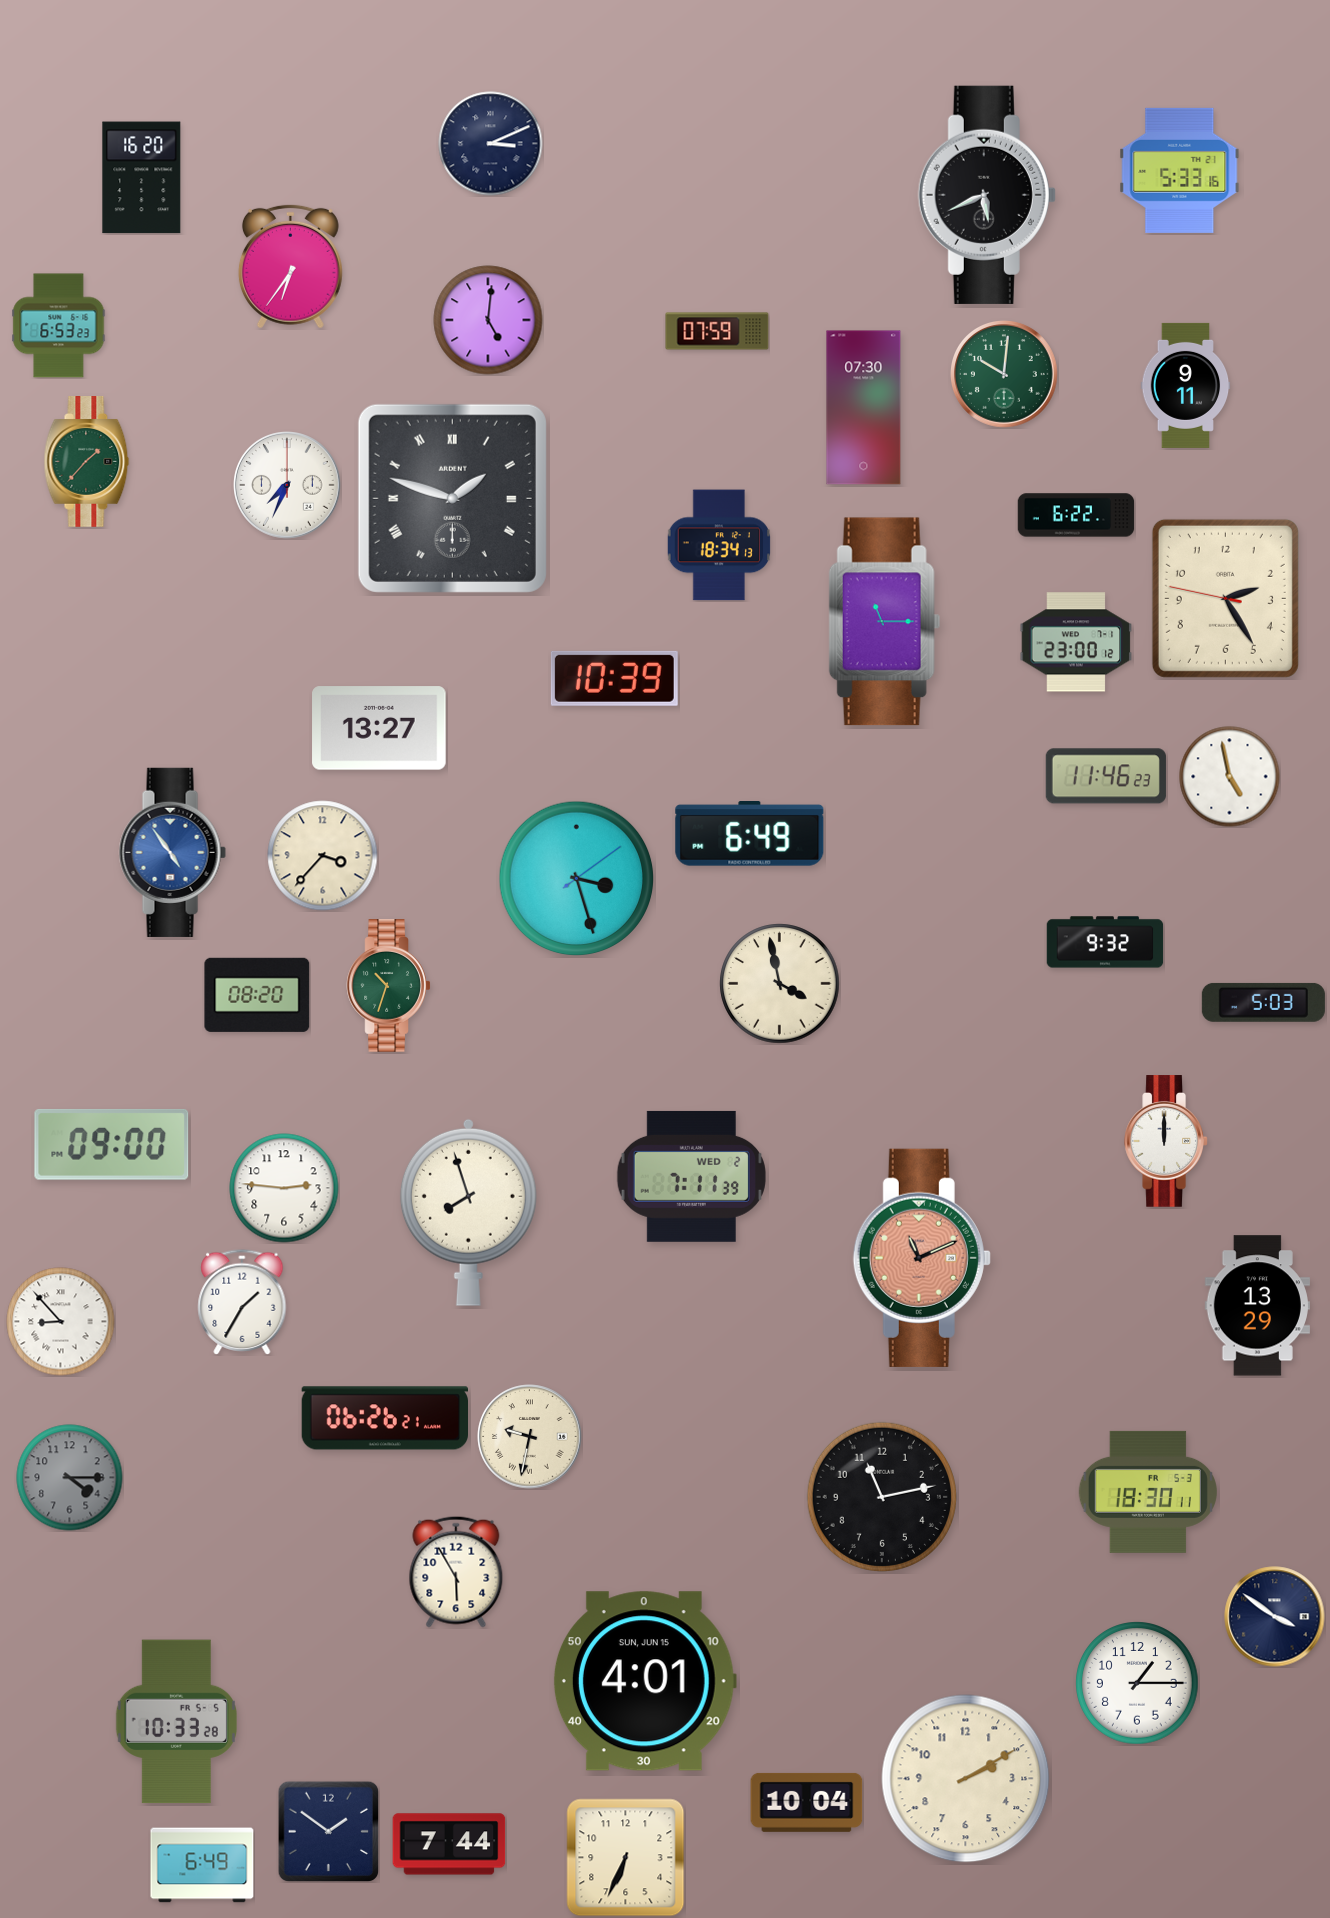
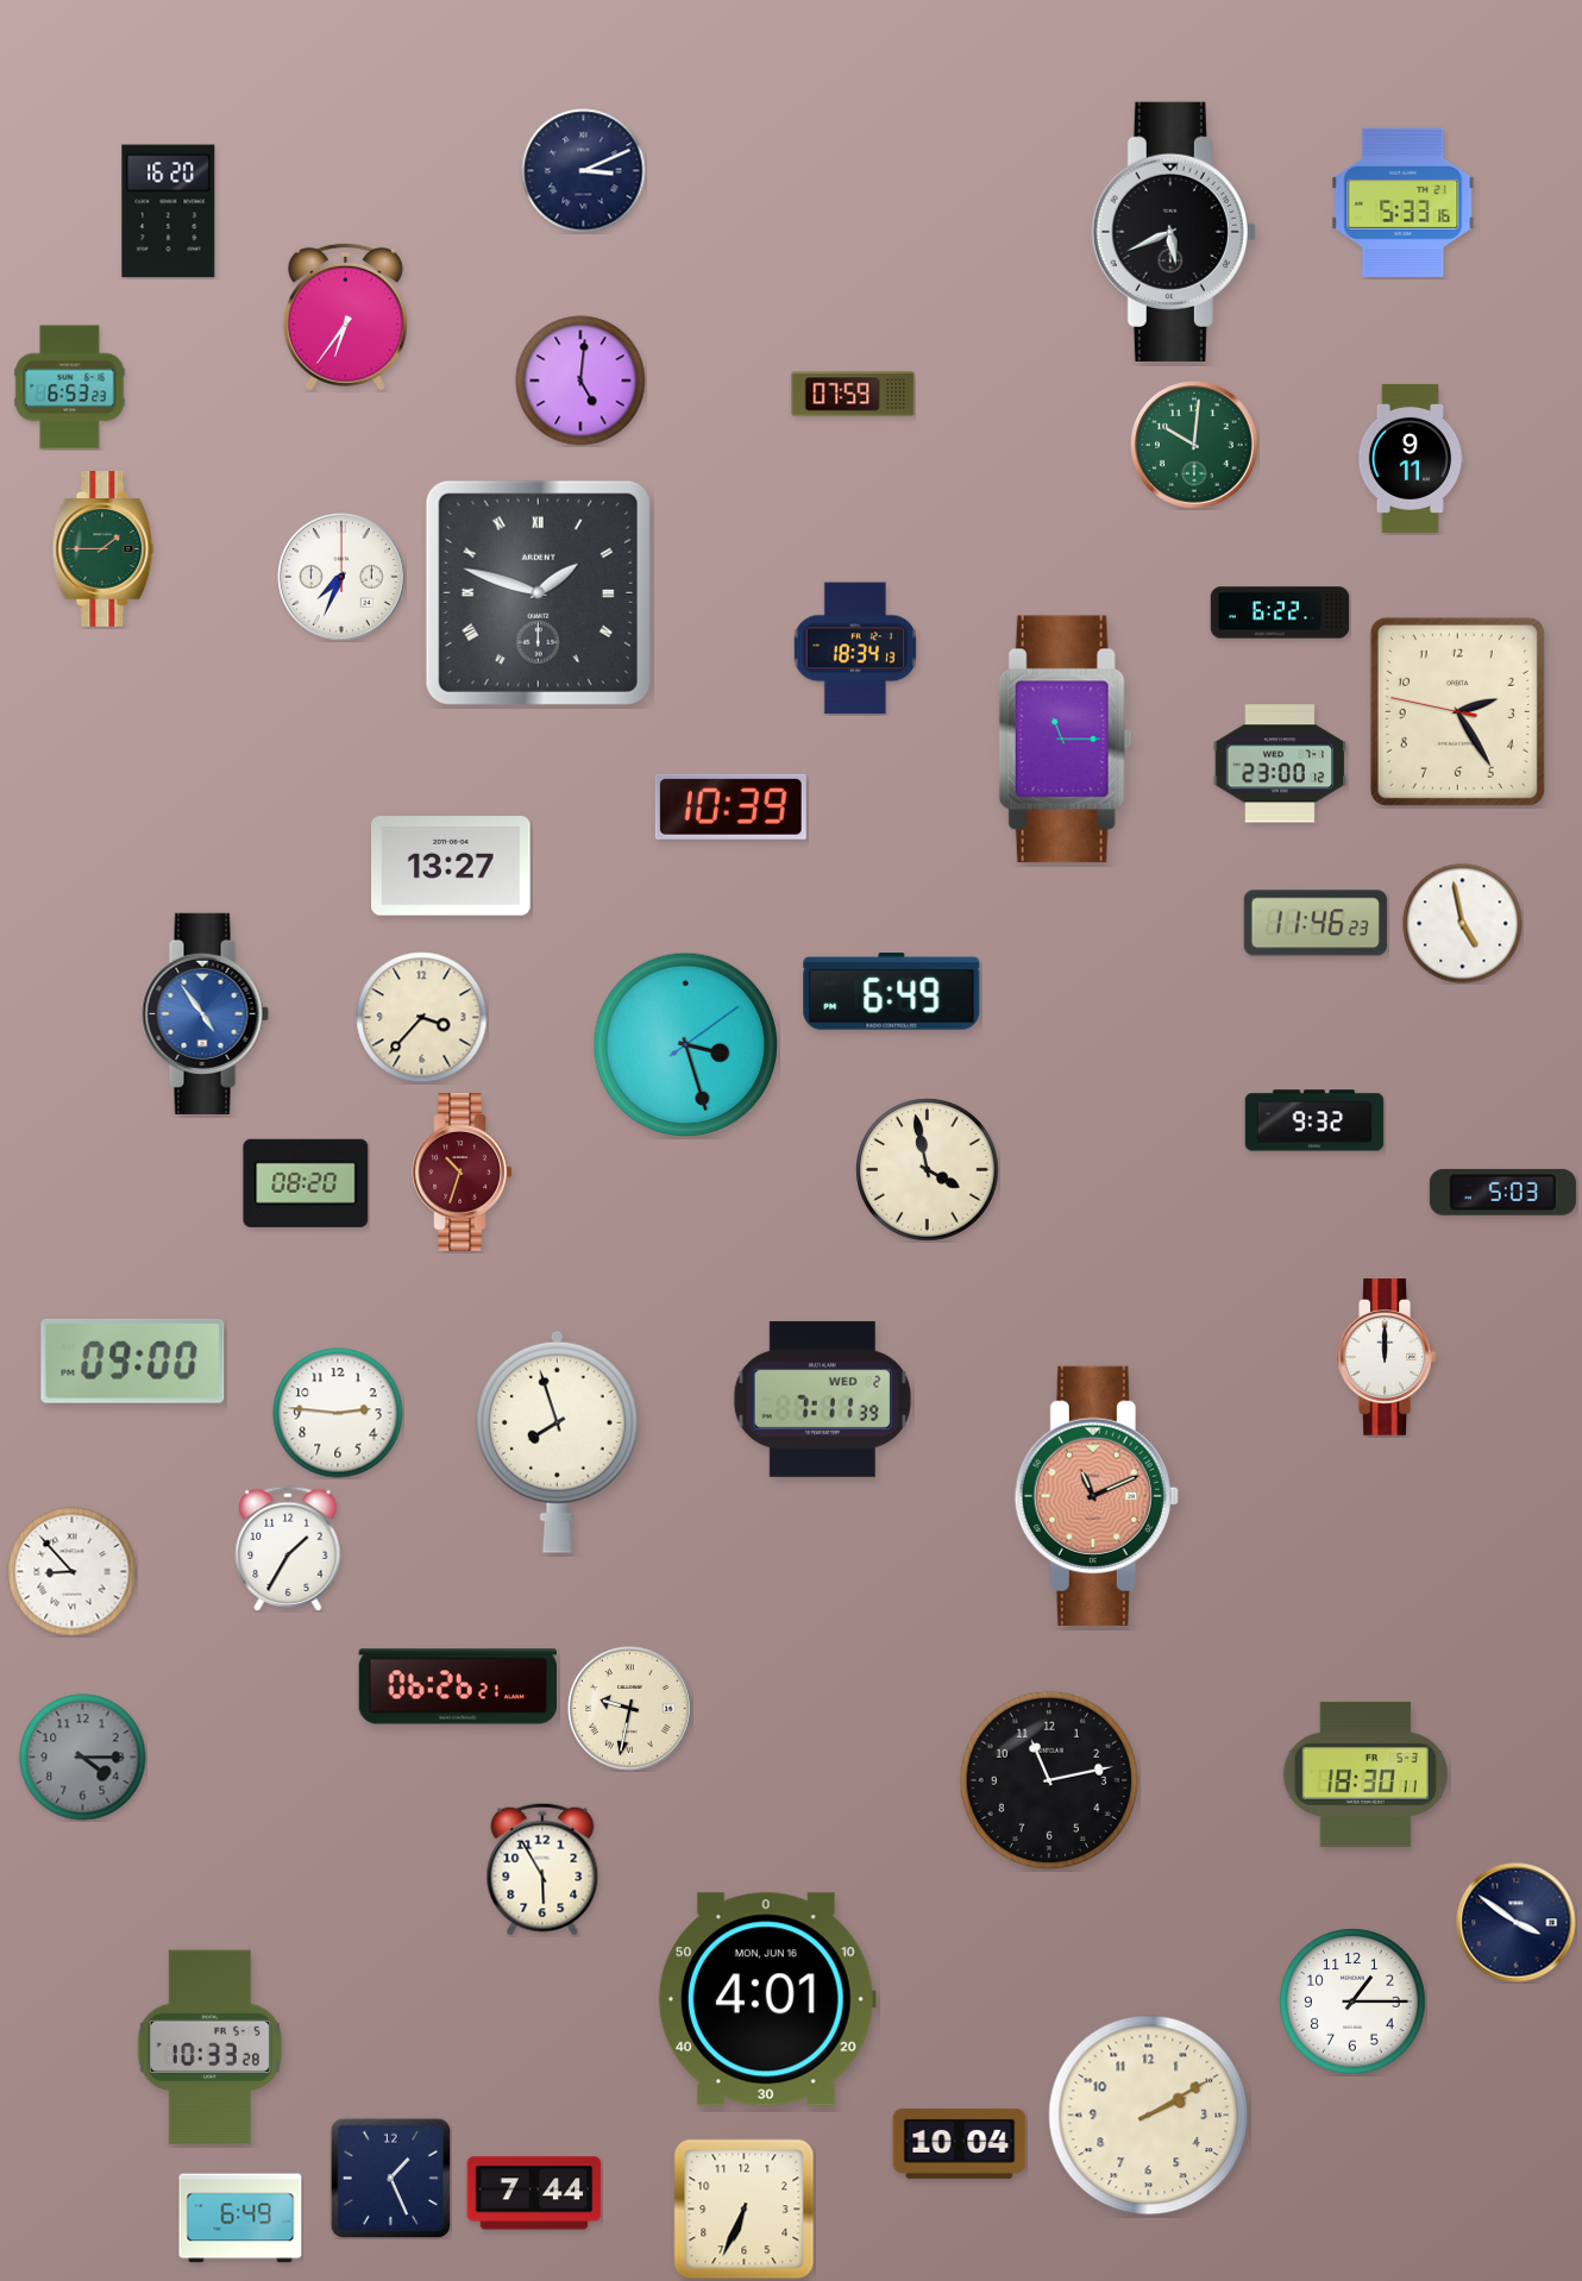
clock at (864, 408): 07:30 -> none
clock at (87, 462): 1:37 -> 1:45
clock at (885, 622) position: (885, 622) -> (1066, 740)
clock at (323, 856) position: (323, 856) -> (422, 1018)
clock at (389, 986) dial: green -> burgundy
clock at (1257, 1306): 13:29 -> none
clock at (645, 1681) date: SUN, JUN 15 -> MON, JUN 16
clock at (328, 1831): 1:51 -> 1:26
